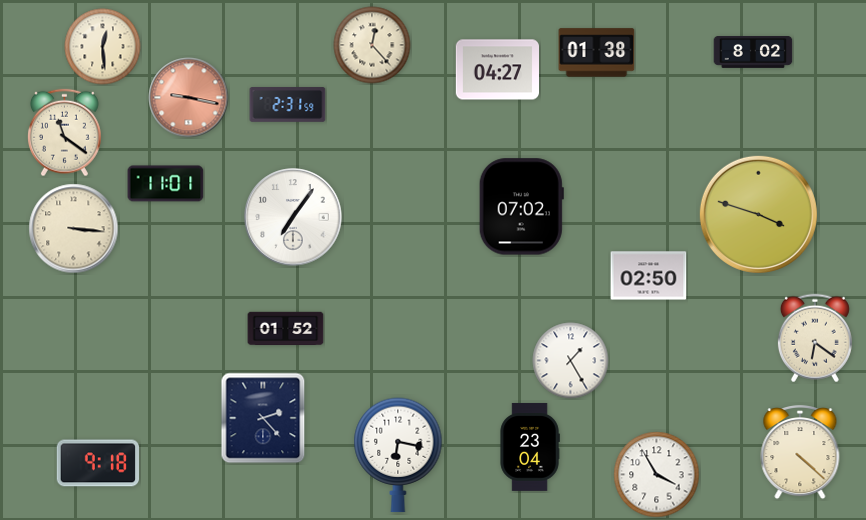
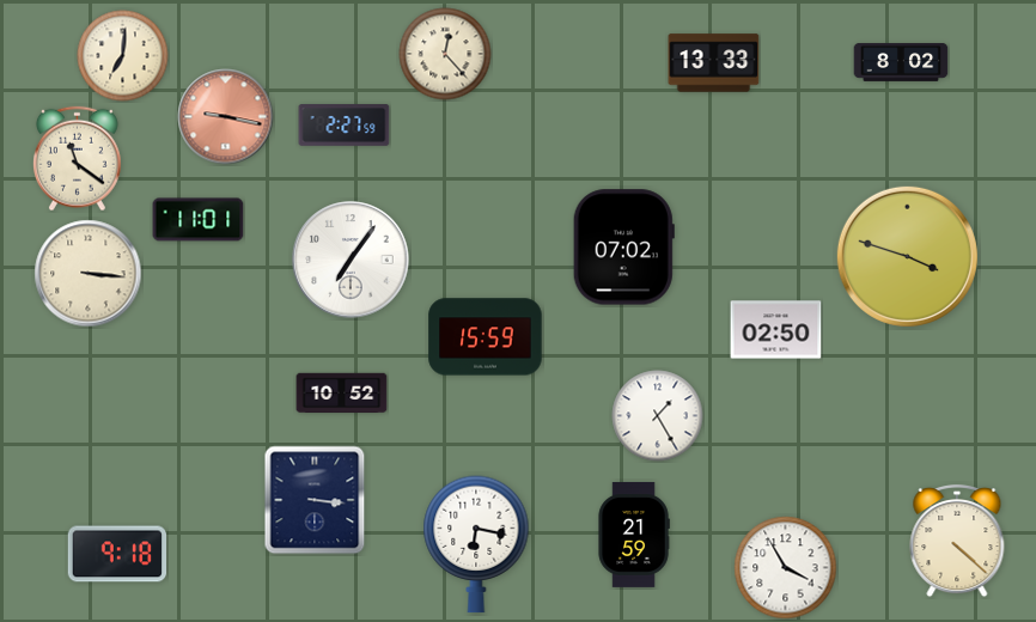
clock at (103, 47): 12:29 -> 7:01
clock at (597, 53): 01:38 -> 13:33
clock at (497, 70): 04:27 -> none
clock at (288, 105): 2:31 -> 2:27
clock at (486, 337): none -> 15:59
clock at (286, 329): 01:52 -> 10:52
clock at (815, 338): 6:21 -> none
clock at (571, 361) position: (571, 361) -> (658, 416)
clock at (263, 418): 2:23 -> 3:16
clock at (530, 447): 23:04 -> 21:59
